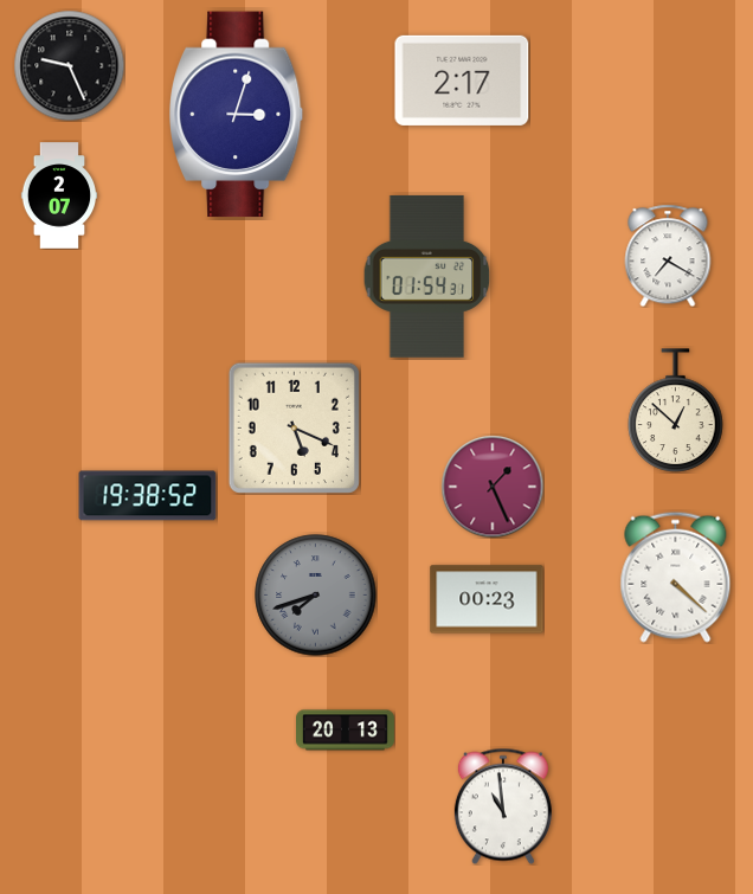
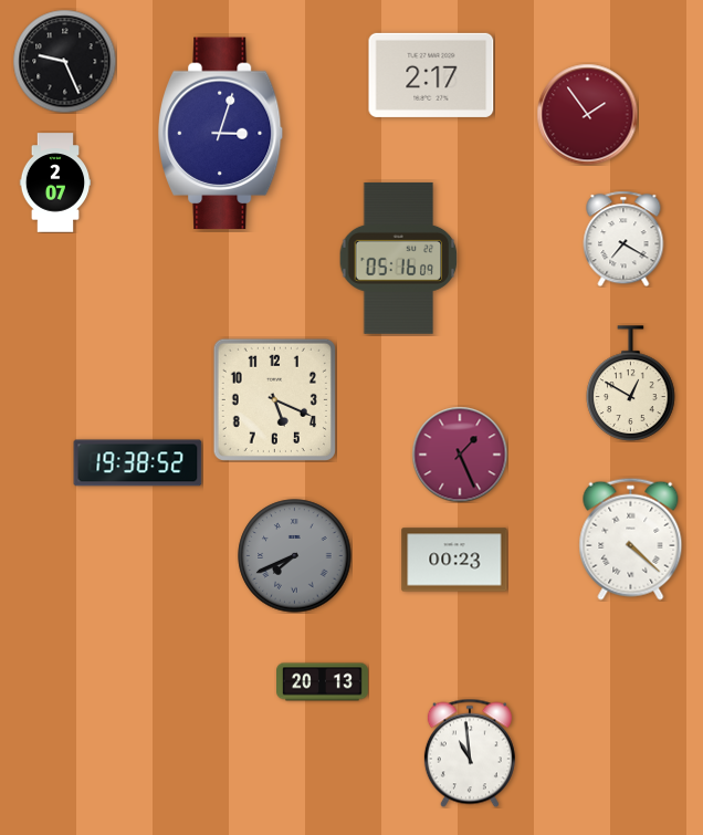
clock at (238, 115) position: (238, 115) -> (222, 134)
clock at (587, 114): none -> 1:54
clock at (427, 276): 01:54 -> 05:16
clock at (676, 411): 12:52 -> 12:50
clock at (316, 596): 7:42 -> 7:41
